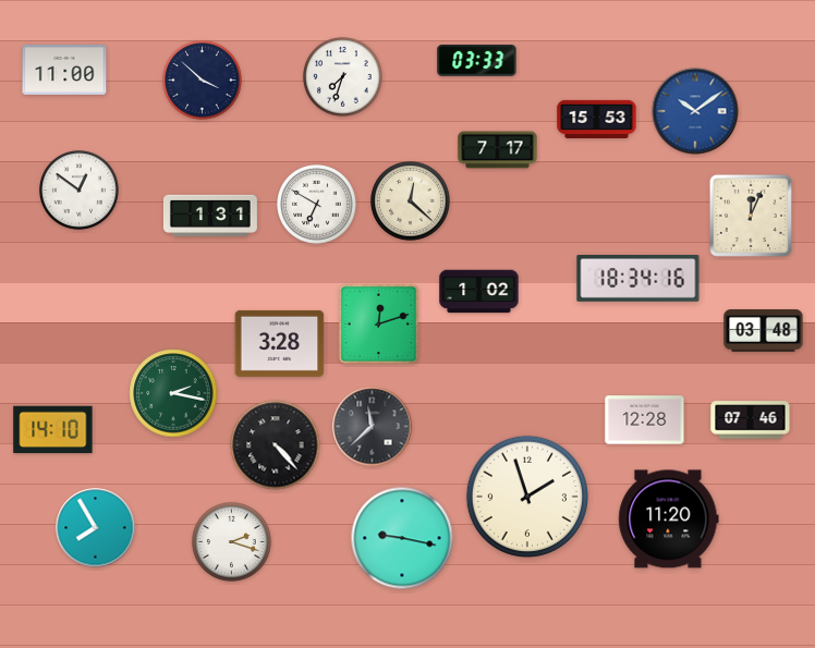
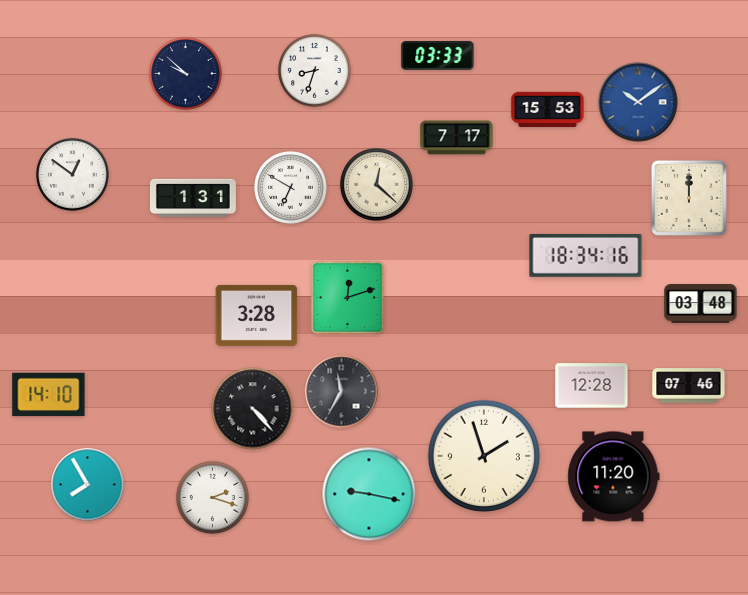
clock at (64, 70): 11:00 -> none
clock at (343, 77): 7:33 -> 8:33
clock at (203, 81): 3:52 -> 9:52
clock at (751, 216): 12:04 -> 12:00
clock at (479, 292): 1:02 -> none
clock at (173, 393): 2:17 -> none
clock at (373, 427): 11:38 -> 11:35
